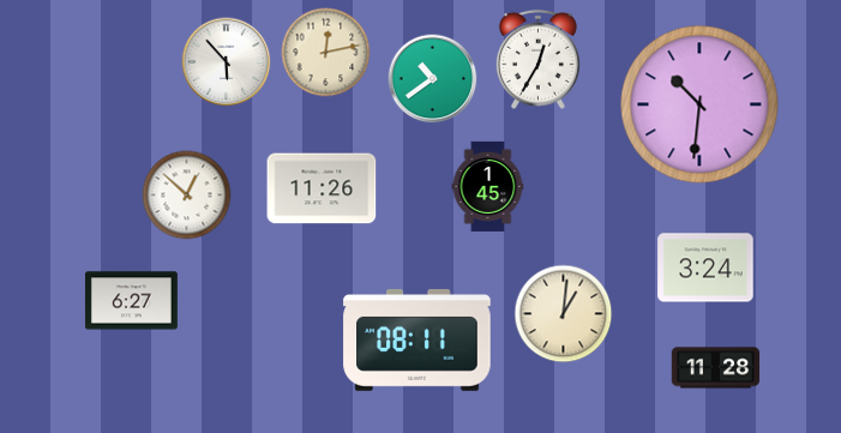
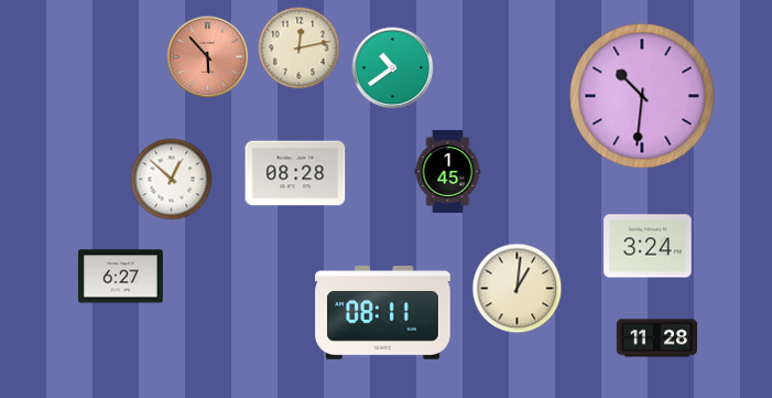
clock at (537, 59): 12:35 -> none
clock at (227, 62) dial: white -> salmon
clock at (433, 79) position: (433, 79) -> (393, 68)
clock at (322, 188): 11:26 -> 08:28
